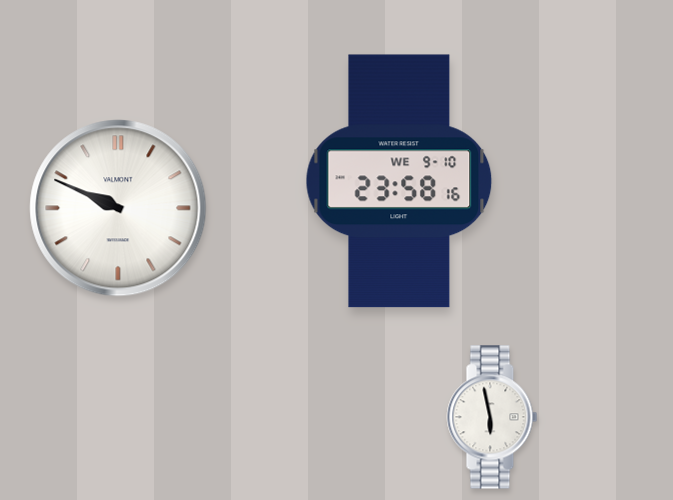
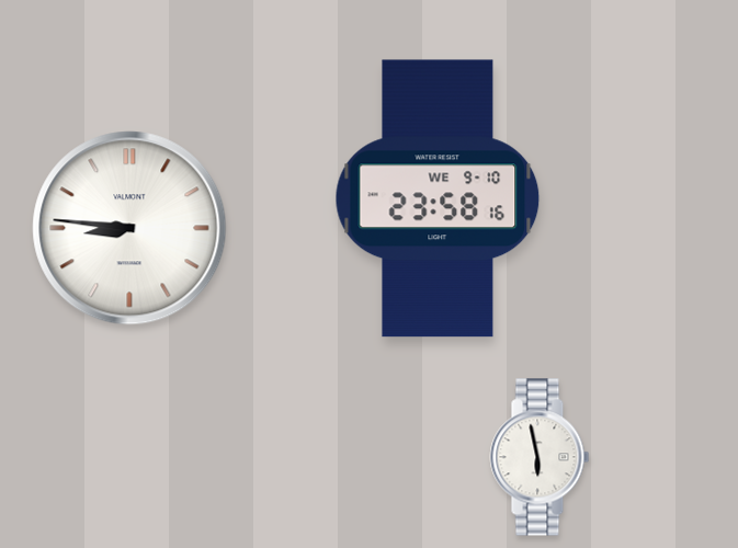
clock at (118, 208): 9:49 -> 8:46
